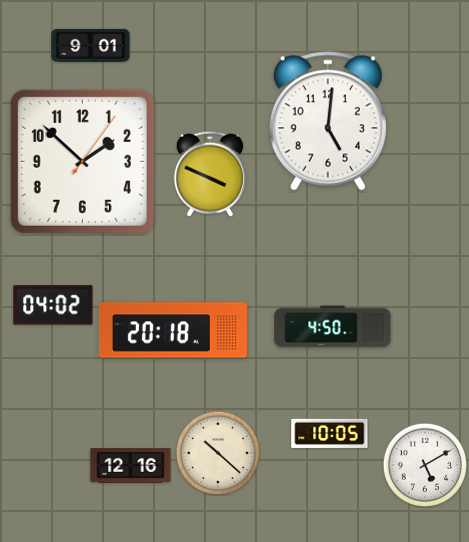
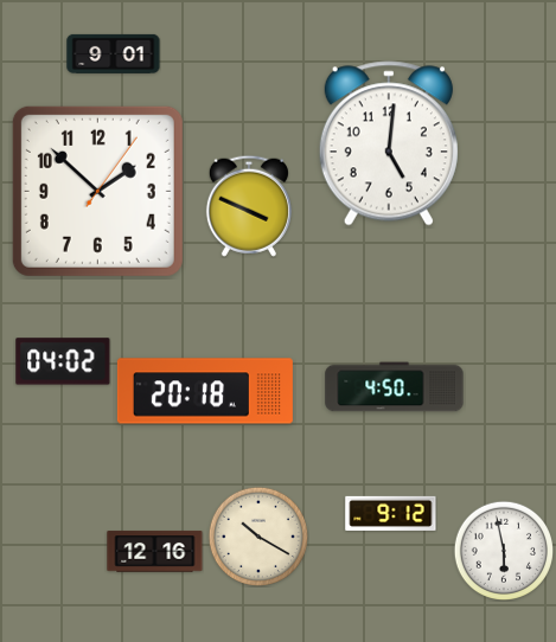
clock at (91, 45) position: (91, 45) -> (114, 53)
clock at (330, 433): 10:05 -> 9:12
clock at (217, 452): 10:22 -> 10:20
clock at (424, 464): 5:10 -> 5:58
